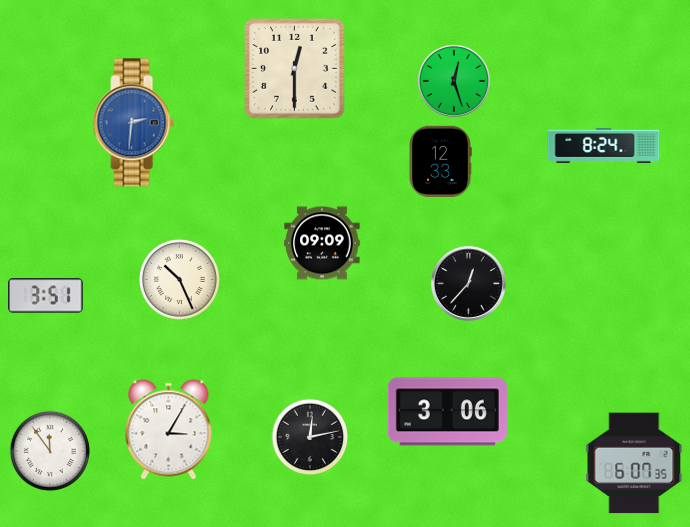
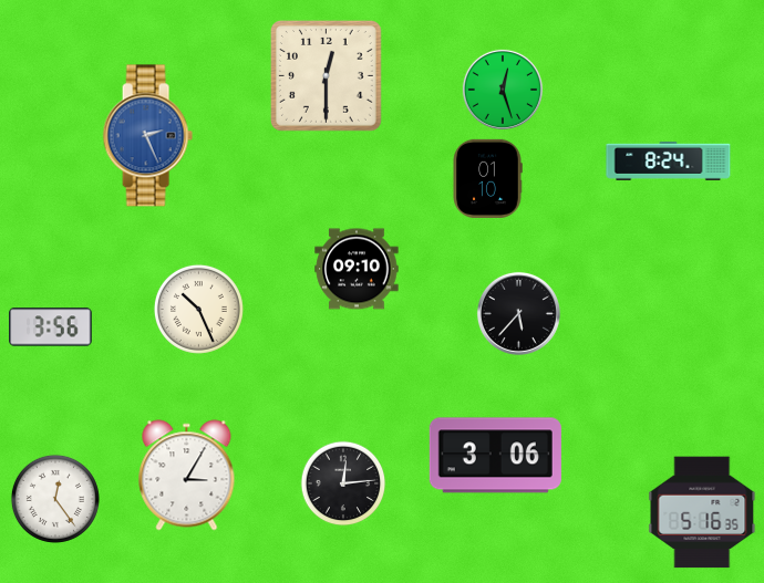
clock at (133, 123): 2:31 -> 2:26
clock at (440, 161): 12:33 -> 01:10
clock at (322, 243): 09:09 -> 09:10
clock at (468, 283): 12:37 -> 5:37
clock at (46, 296): 3:51 -> 3:56
clock at (310, 437): 12:13 -> 12:14
clock at (50, 451): 11:54 -> 12:24
clock at (634, 463): 6:07 -> 5:16
